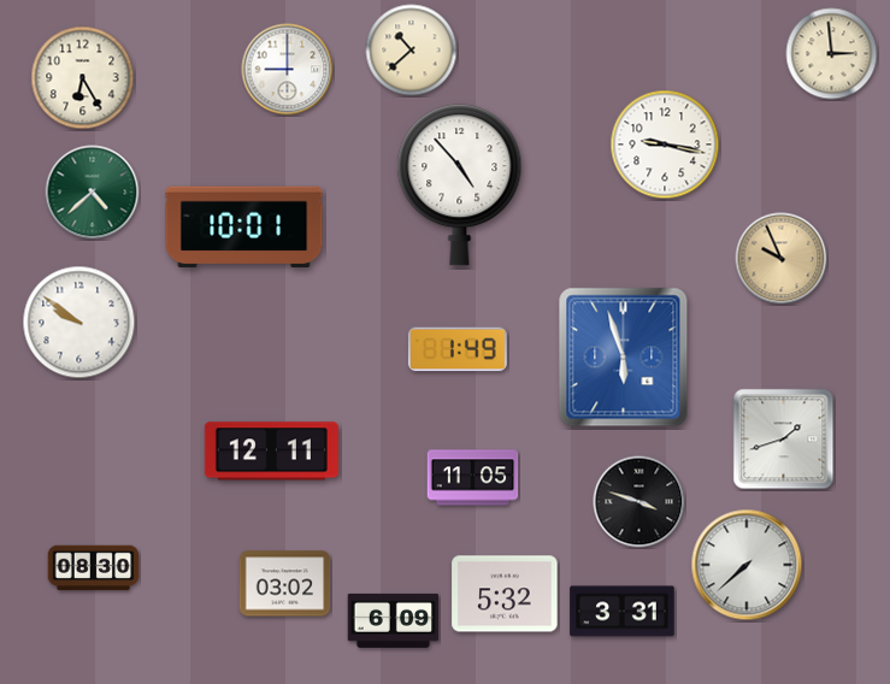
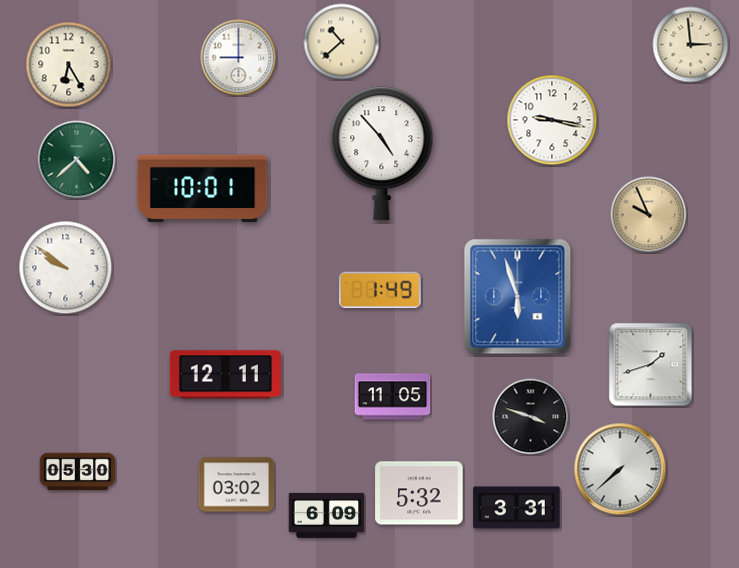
clock at (94, 568): 08:30 -> 05:30
